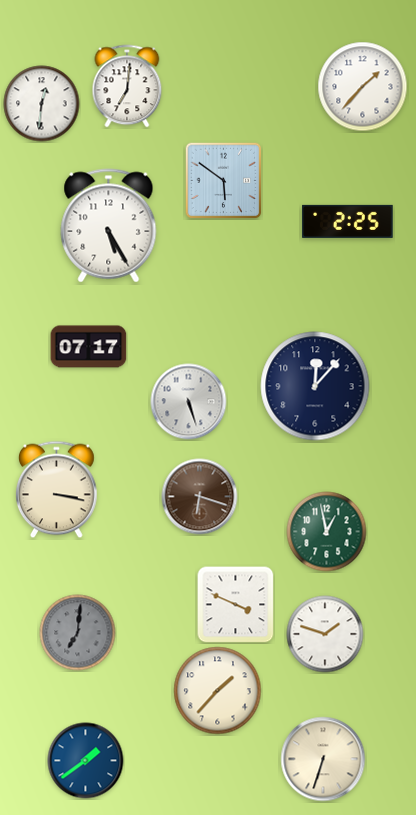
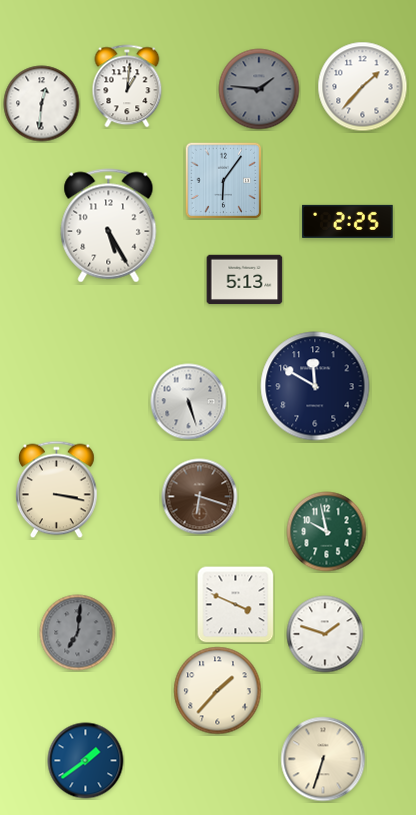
clock at (127, 86): 7:01 -> 1:01
clock at (259, 89): none -> 1:46
clock at (223, 180): 5:51 -> 6:06
clock at (245, 280): none -> 5:13
clock at (89, 347): 07:17 -> none
clock at (315, 386): 12:07 -> 11:50
clock at (327, 532): 12:58 -> 9:58
